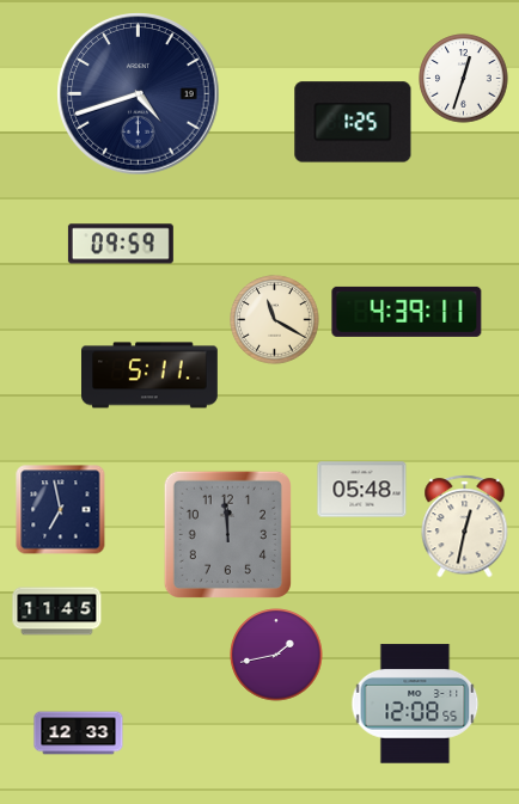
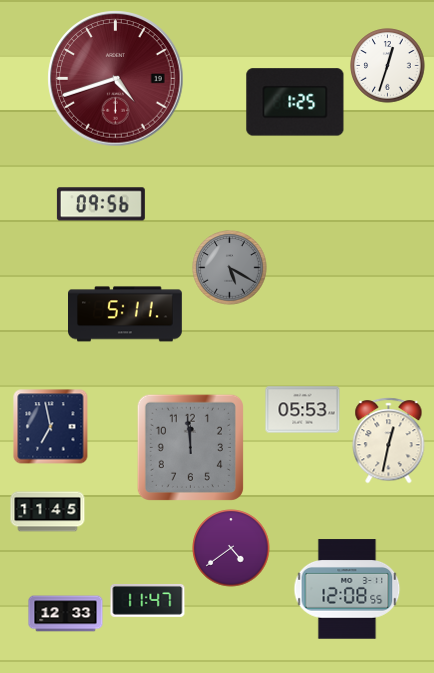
clock at (139, 94) dial: navy -> burgundy
clock at (121, 244): 09:59 -> 09:56
clock at (407, 312): 4:39 -> none
clock at (275, 320): 11:20 -> 5:20
clock at (275, 320) dial: cream -> grey
clock at (362, 490): 05:48 -> 05:53
clock at (276, 655): 1:43 -> 4:39
clock at (148, 601): none -> 11:47
